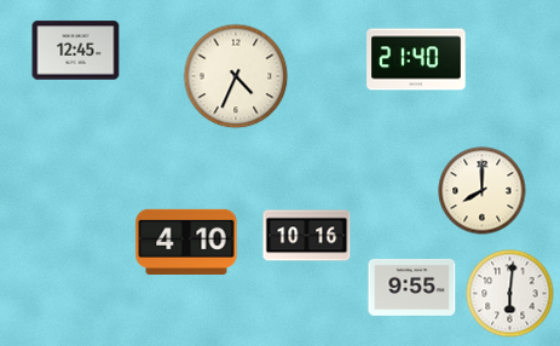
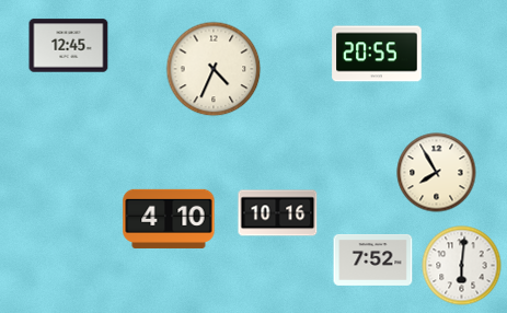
clock at (416, 59): 21:40 -> 20:55
clock at (483, 191): 8:00 -> 7:55
clock at (412, 287): 9:55 -> 7:52
